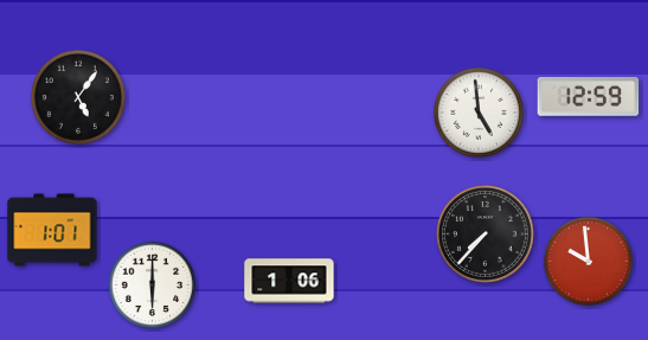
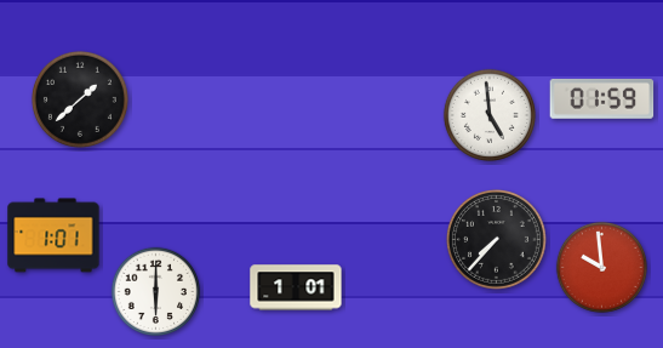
clock at (78, 97): 5:06 -> 1:38
clock at (589, 97): 12:59 -> 01:59
clock at (289, 281): 1:06 -> 1:01
